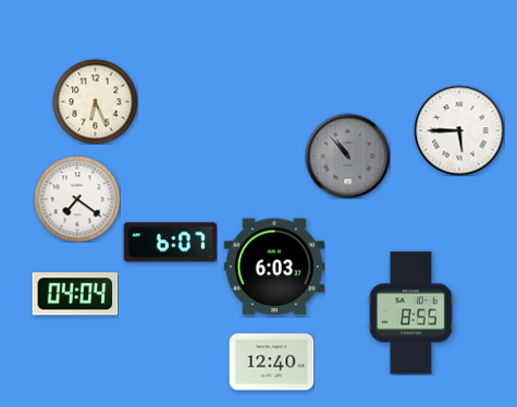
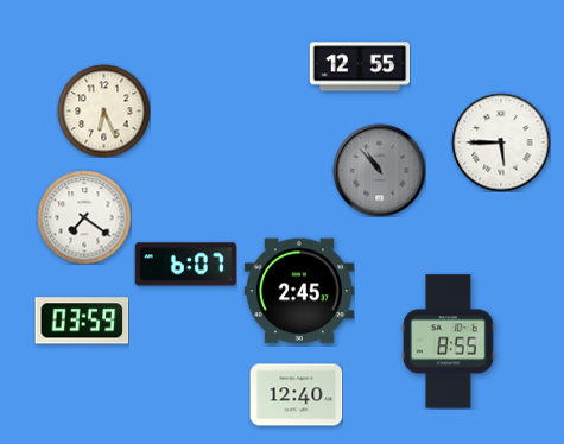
clock at (360, 66): none -> 12:55
clock at (274, 267): 6:03 -> 2:45
clock at (75, 294): 04:04 -> 03:59
